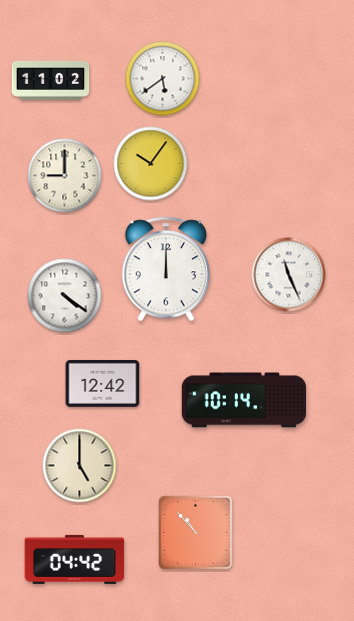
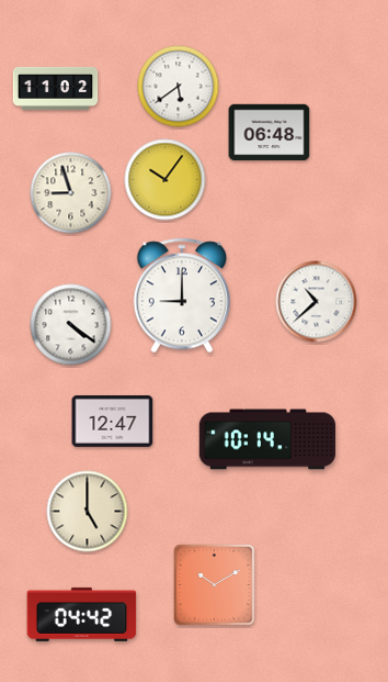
clock at (270, 133): none -> 06:48
clock at (65, 176): 9:00 -> 8:57
clock at (166, 269): 12:00 -> 9:00
clock at (289, 275): 11:26 -> 10:38
clock at (103, 383): 12:42 -> 12:47
clock at (195, 532): 10:53 -> 10:10
